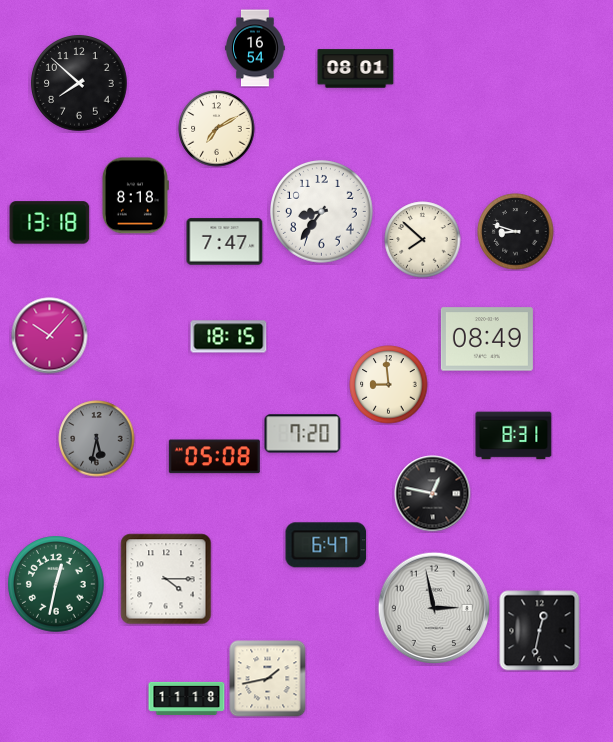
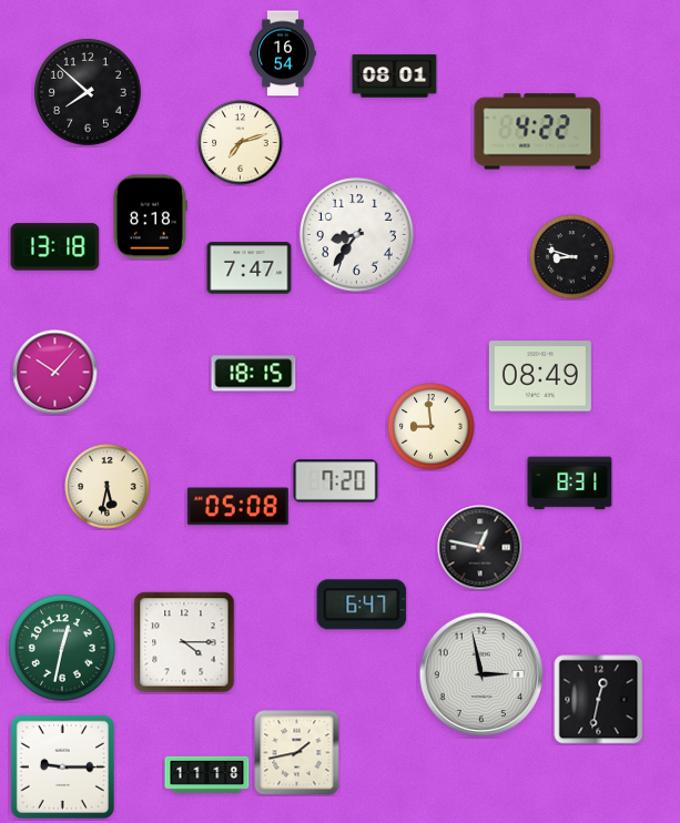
clock at (538, 132): none -> 4:22
clock at (217, 129): 7:10 -> 7:12
clock at (423, 240): 7:52 -> none
clock at (97, 439) dial: grey -> cream
clock at (62, 766): none -> 9:15
